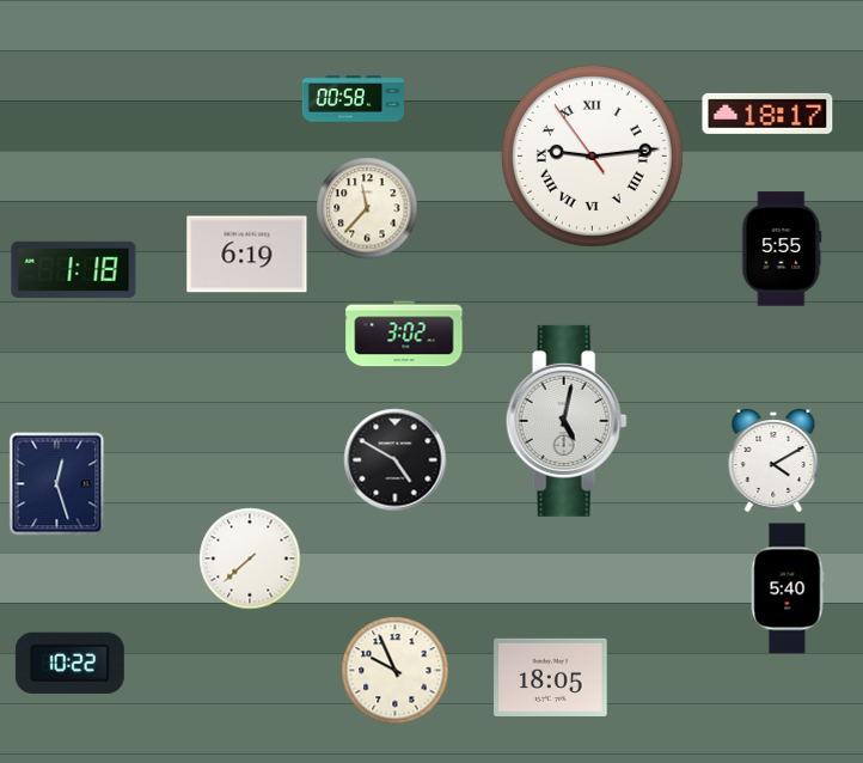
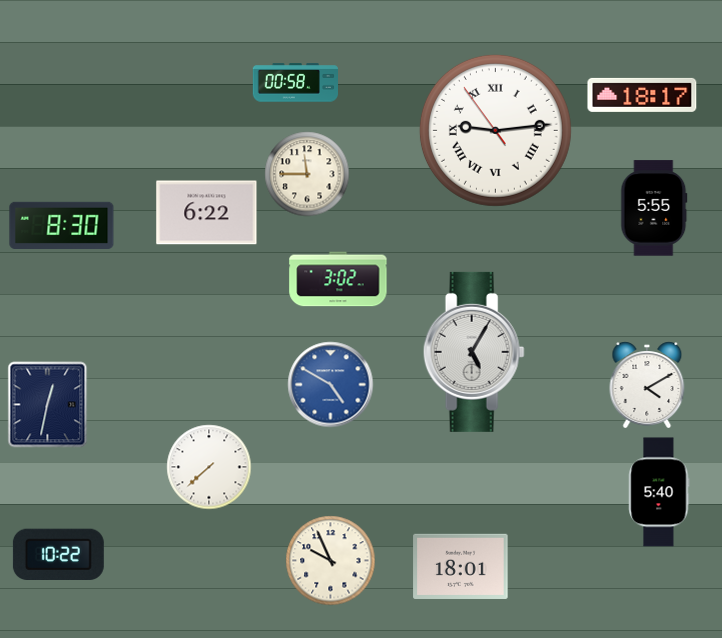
clock at (367, 208): 11:37 -> 11:45
clock at (247, 255): 6:19 -> 6:22
clock at (74, 269): 1:18 -> 8:30
clock at (567, 421): 5:02 -> 5:05
clock at (396, 460) dial: black -> blue
clock at (57, 484): 12:27 -> 12:32
clock at (551, 677): 18:05 -> 18:01
